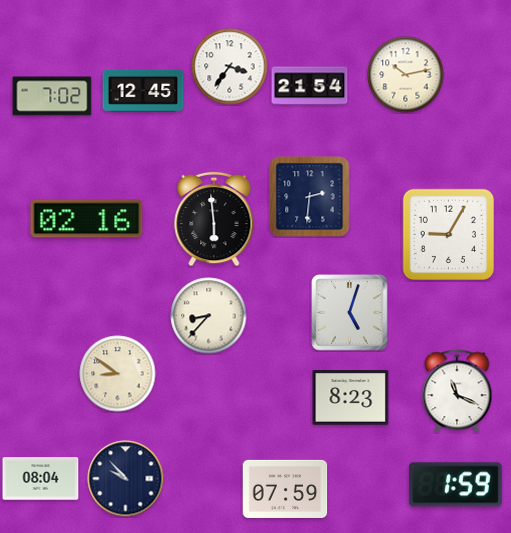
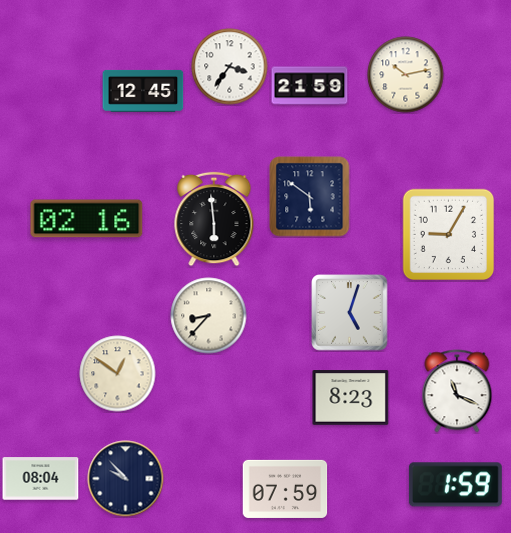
clock at (310, 86): 21:54 -> 21:59
clock at (52, 96): 7:02 -> none
clock at (310, 197): 2:31 -> 5:51
clock at (118, 374): 8:51 -> 12:51
